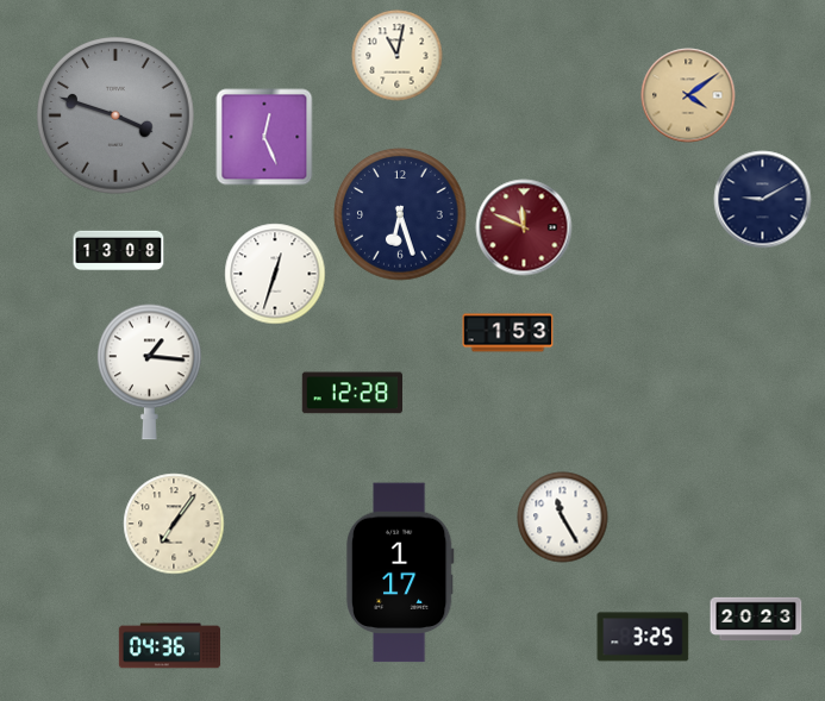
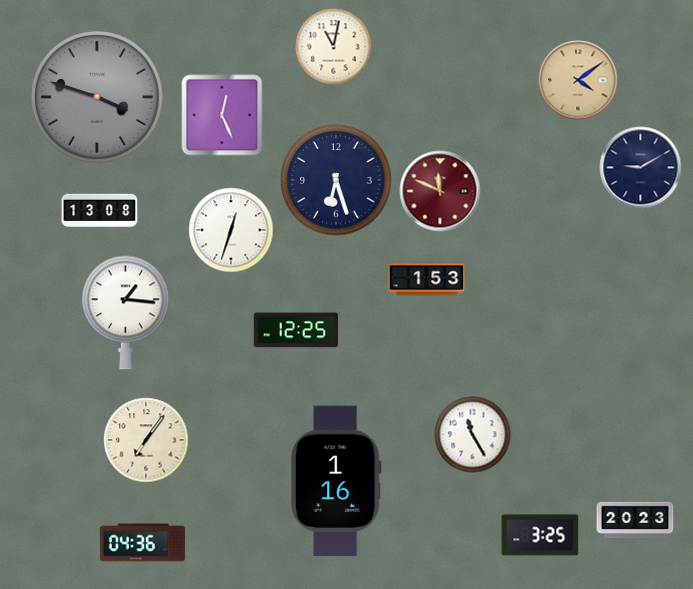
clock at (351, 393): 12:28 -> 12:25
clock at (400, 572): 1:17 -> 1:16
